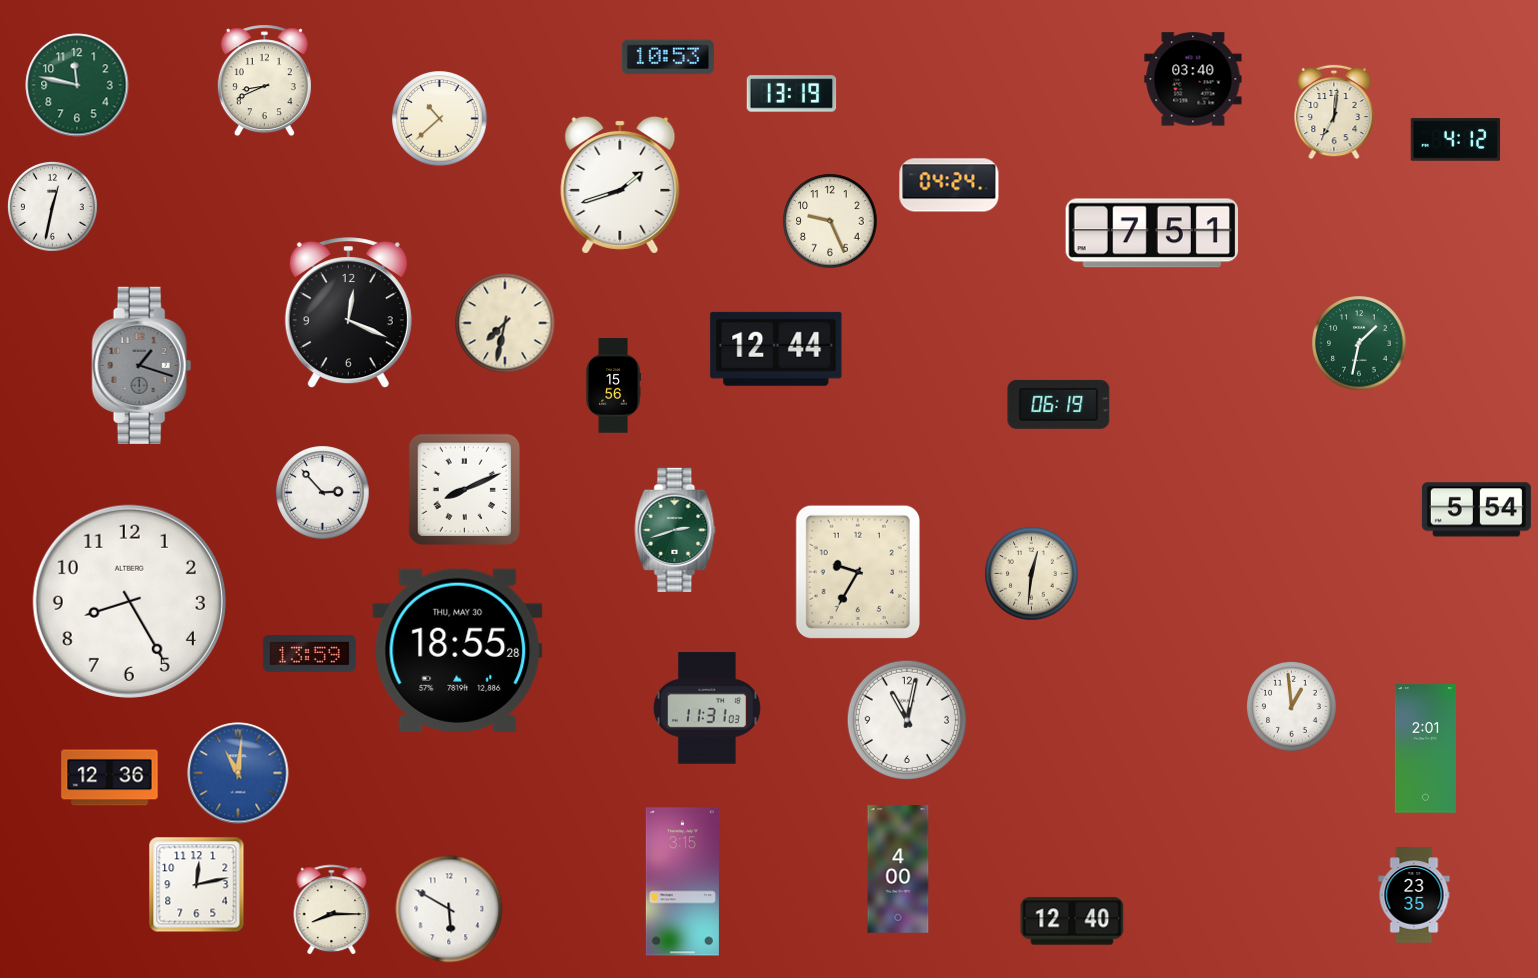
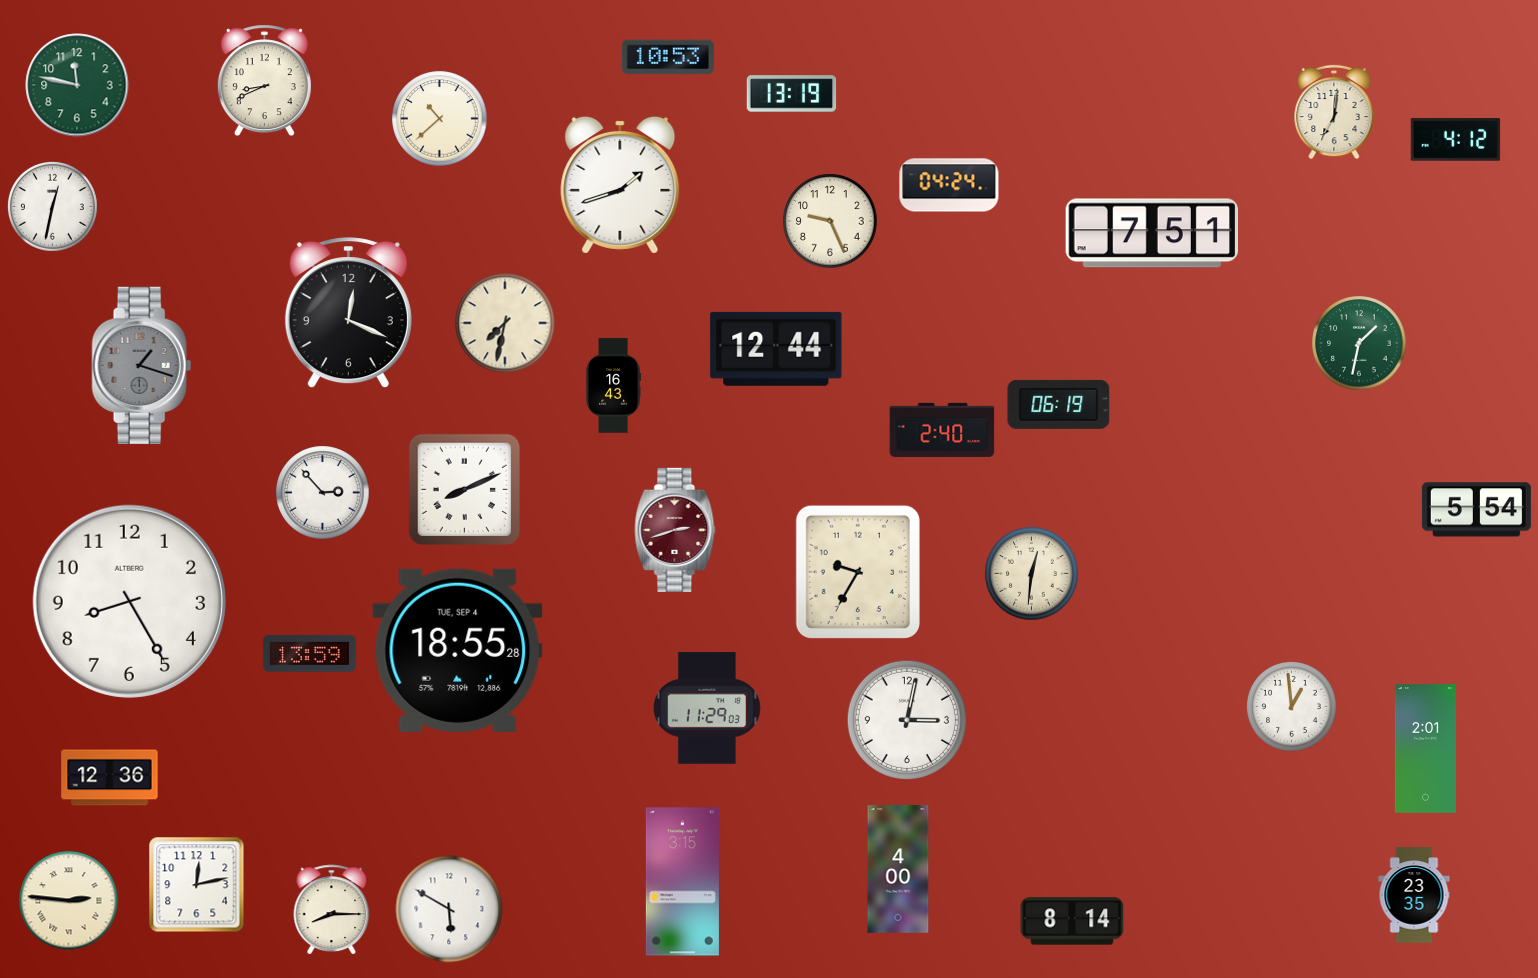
clock at (1193, 79): 03:40 -> none
clock at (613, 386): 15:56 -> 16:43
clock at (942, 430): none -> 2:40
clock at (675, 530) dial: green -> burgundy
clock at (458, 650) date: THU, MAY 30 -> TUE, SEP 4
clock at (707, 708): 11:31 -> 11:29
clock at (907, 720): 11:02 -> 3:02
clock at (238, 773): 11:01 -> none
clock at (69, 901): none -> 2:46
clock at (1072, 921): 12:40 -> 8:14
